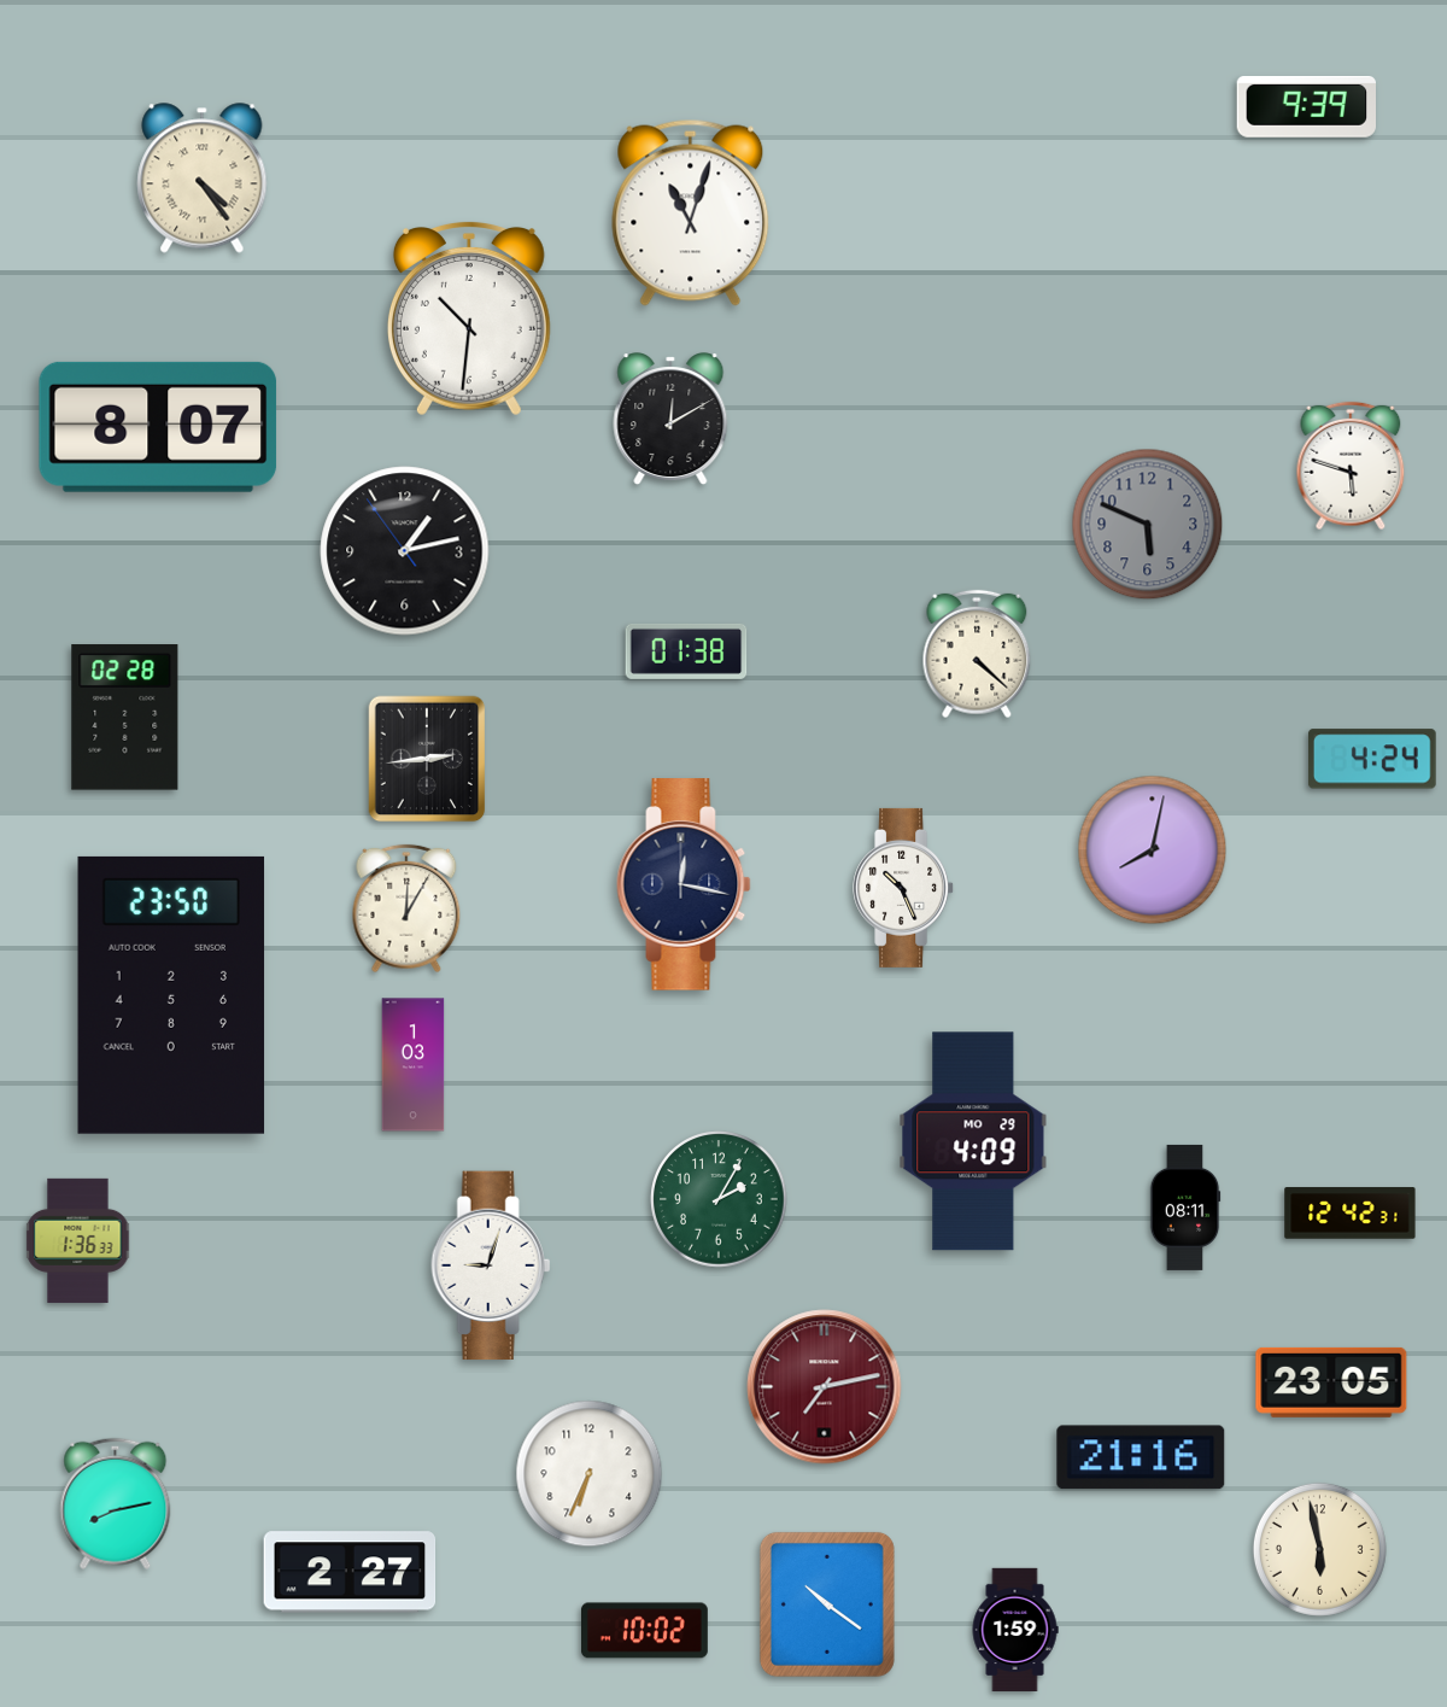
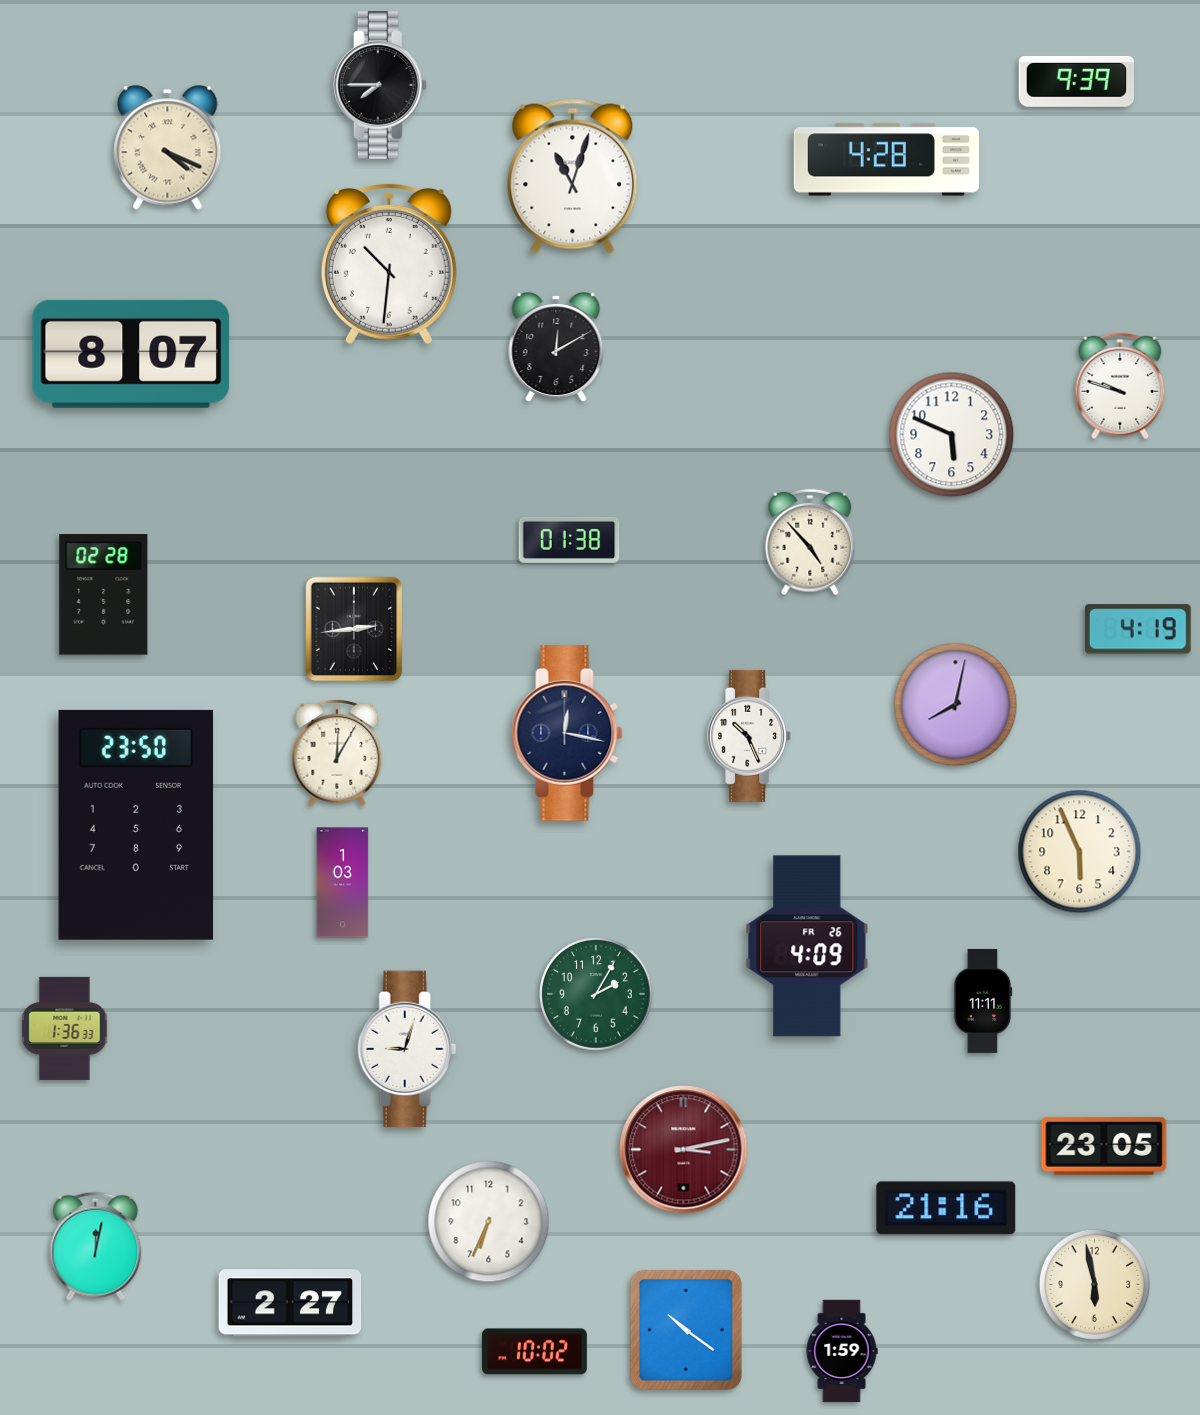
clock at (380, 85): none -> 7:45
clock at (1307, 106) position: (1307, 106) -> (1077, 81)
clock at (203, 179): 4:24 -> 4:19
clock at (886, 160): none -> 4:28
clock at (1351, 466): 5:48 -> 9:48
clock at (1148, 525) dial: grey -> white
clock at (405, 551): 1:12 -> none
clock at (977, 654): 4:22 -> 4:53
clock at (1372, 759): 4:24 -> 4:19
clock at (171, 995) position: (171, 995) -> (136, 825)
clock at (1080, 852): none -> 5:56
clock at (973, 1141) date: MO 29 -> FR 26
clock at (1185, 1208): 08:11 -> 11:11
clock at (1351, 1214): 12:42 -> none
clock at (825, 1387): 7:13 -> 3:13
clock at (116, 1503): 8:13 -> 12:02
